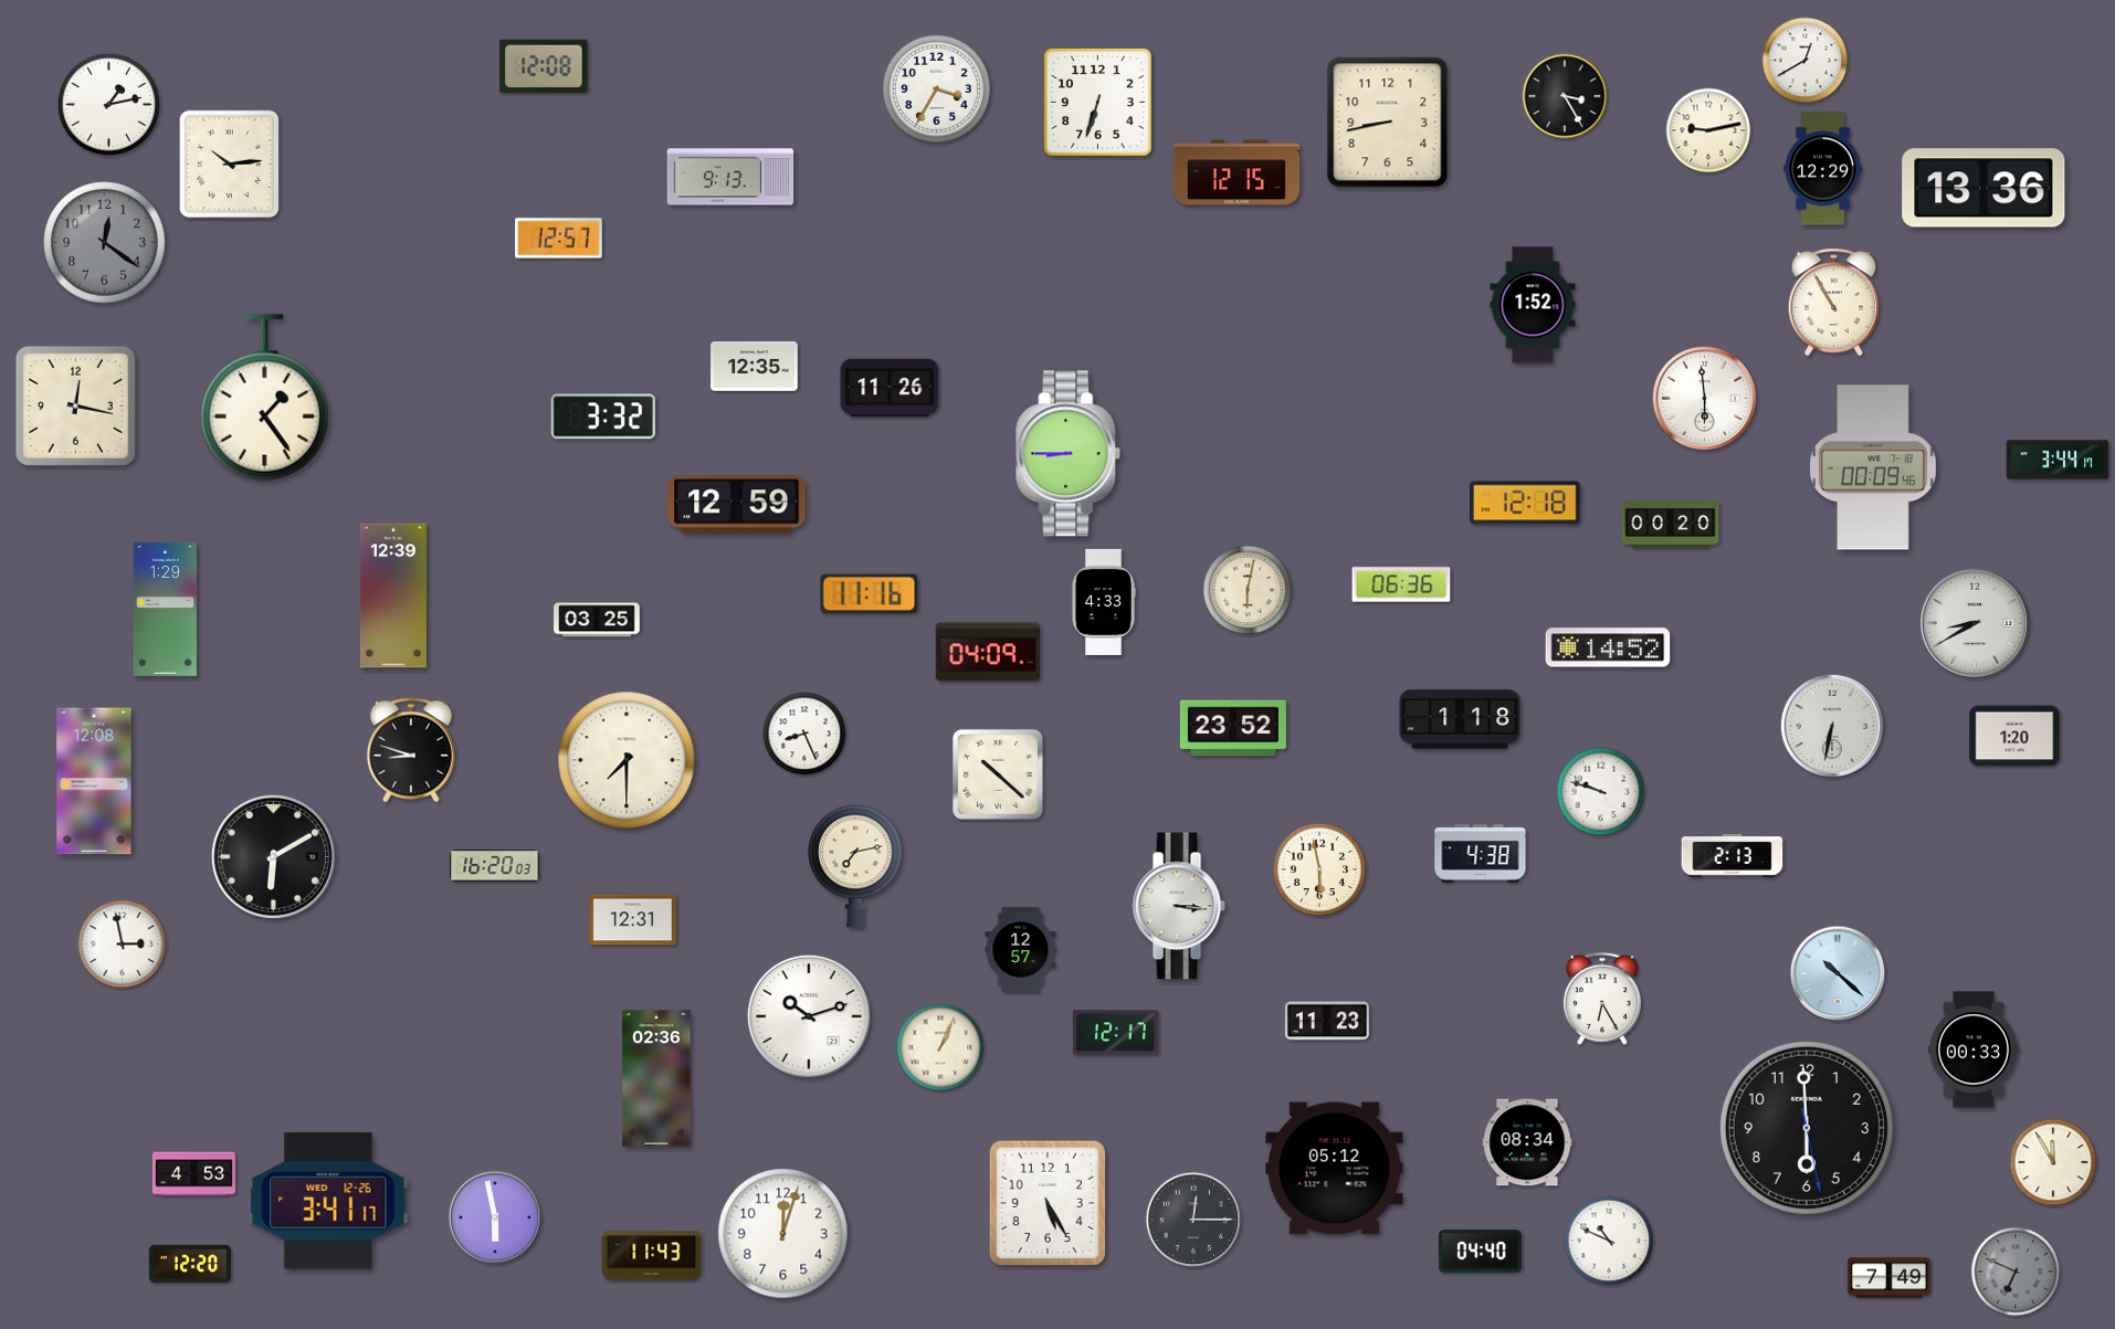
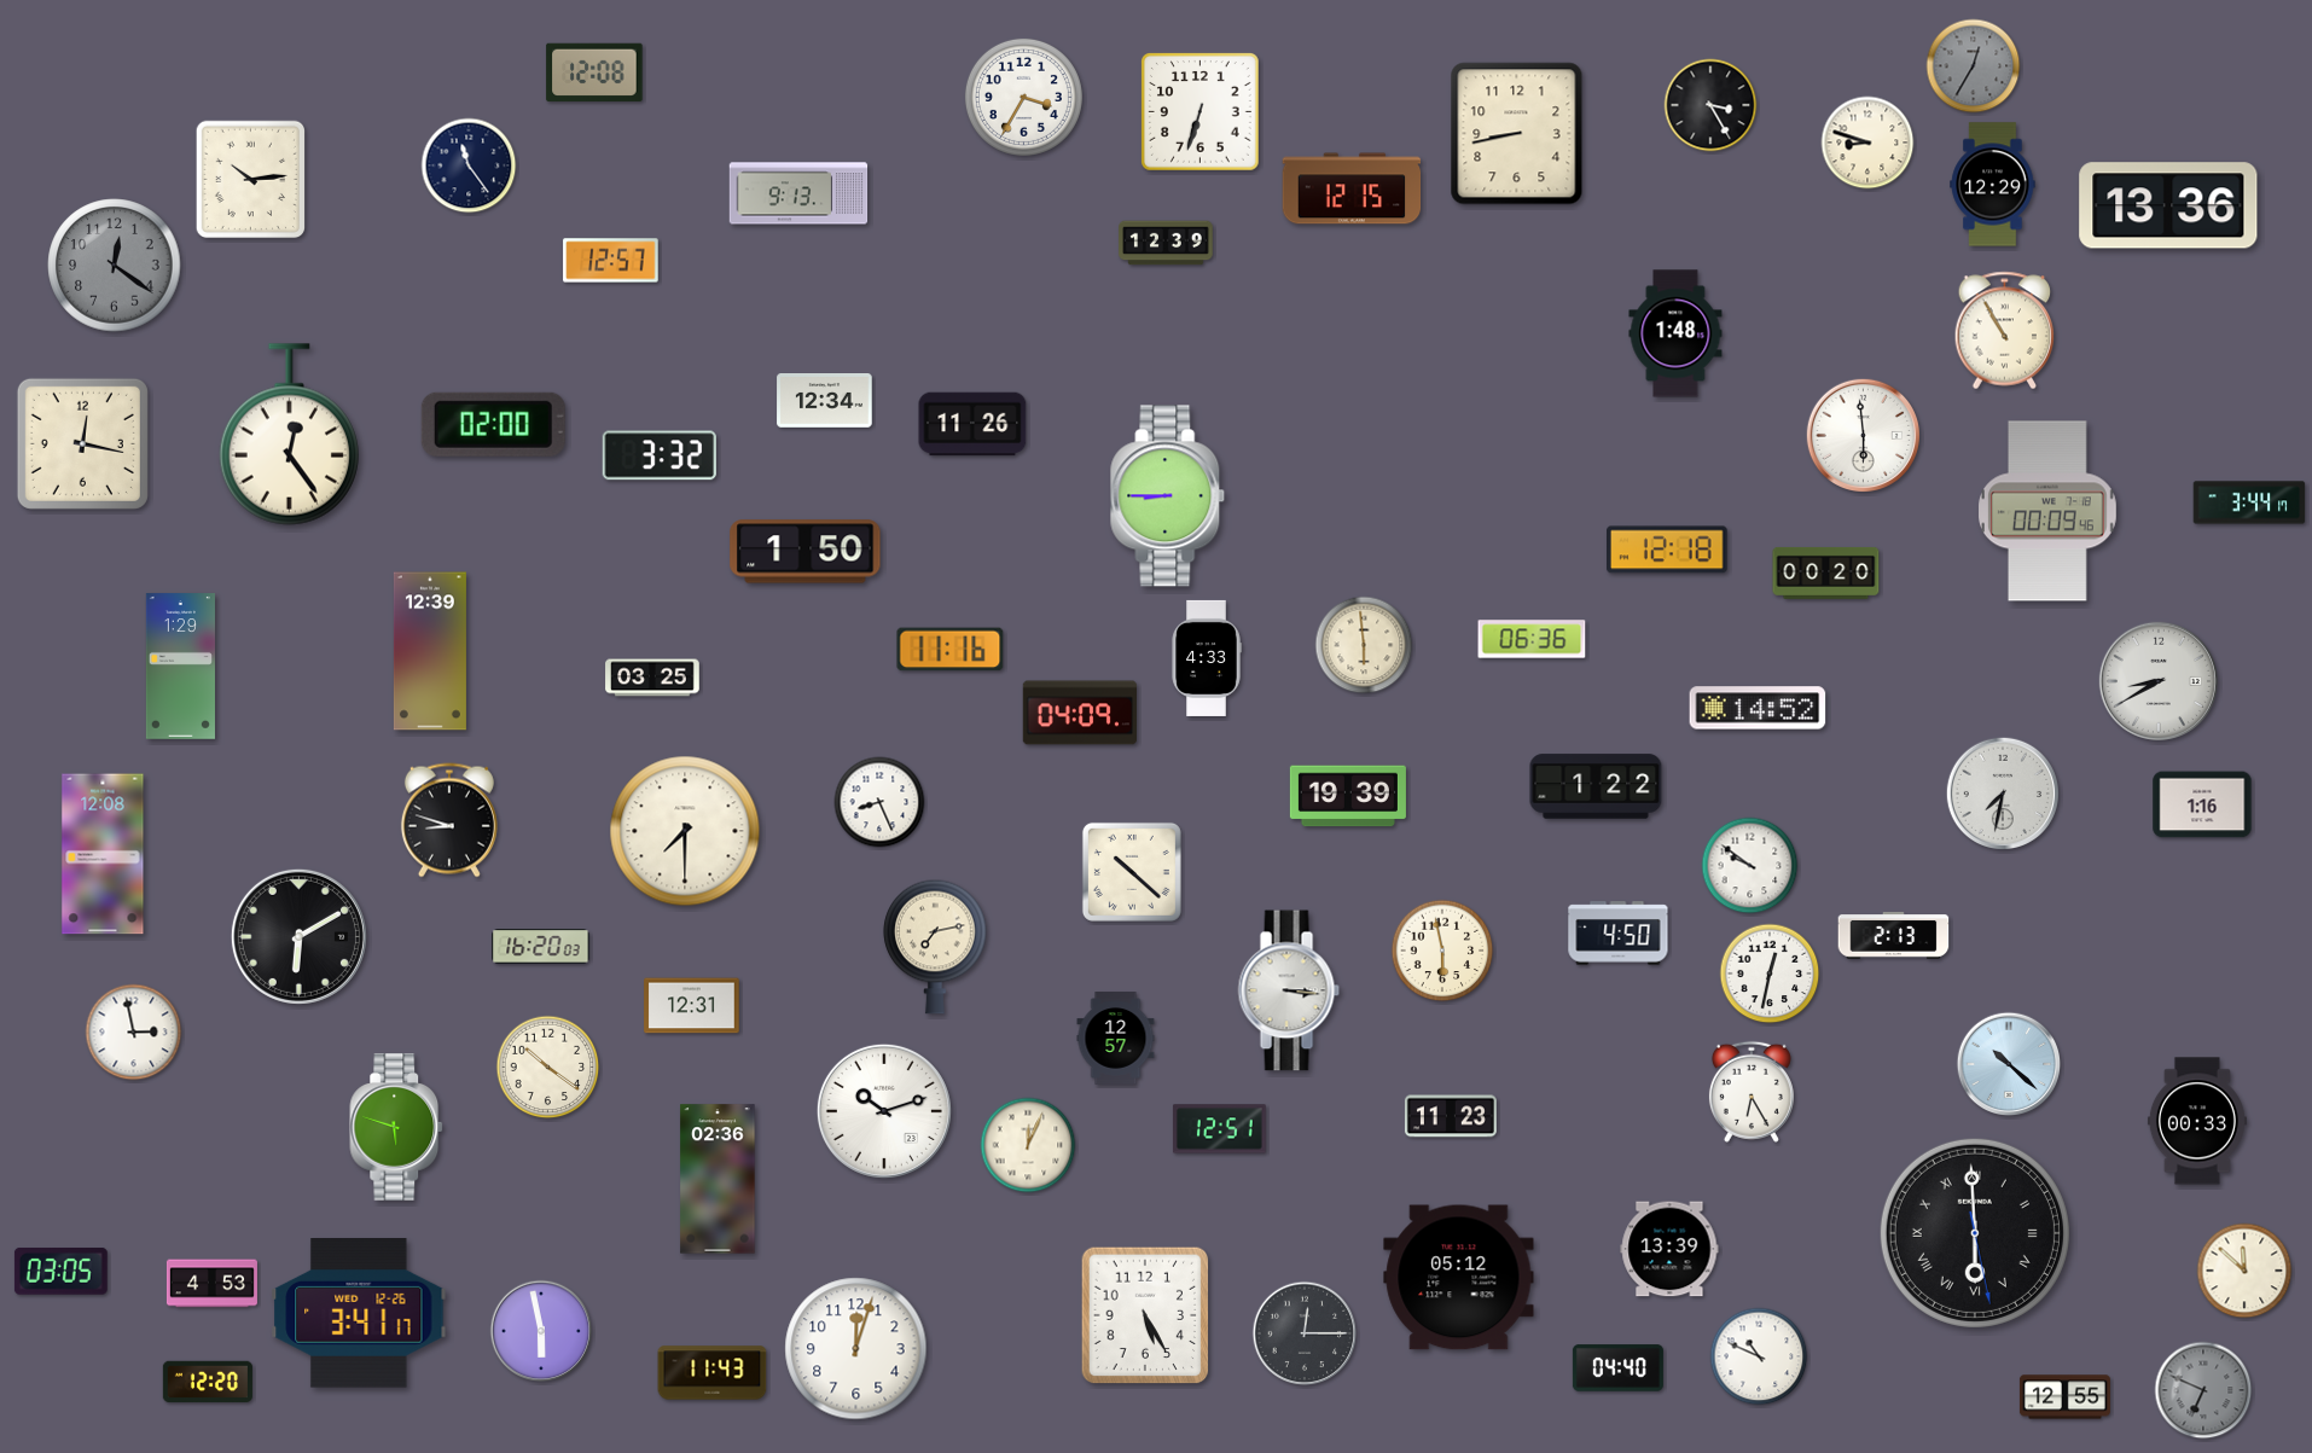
clock at (1806, 61): 12:40 -> 12:35
clock at (1806, 61) dial: white -> grey
clock at (108, 104): 1:13 -> none
clock at (1708, 130): 9:13 -> 8:48
clock at (469, 165): none -> 11:24
clock at (1166, 243): none -> 12:39
clock at (1533, 305): 1:52 -> 1:48
clock at (755, 367): 12:35 -> 12:34
clock at (493, 424): none -> 02:00
clock at (264, 398): 1:24 -> 12:24
clock at (737, 505): 12:59 -> 1:50
clock at (1248, 590): 6:02 -> 5:59
clock at (1460, 719): 1:18 -> 1:22
clock at (1831, 725): 6:32 -> 7:32
clock at (1233, 728): 23:52 -> 19:39
clock at (2014, 736): 1:20 -> 1:16
clock at (998, 774) position: (998, 774) -> (1132, 872)
clock at (1601, 792): 9:48 -> 9:51
clock at (1481, 854): 4:38 -> 4:50
clock at (1770, 973): none -> 12:32
clock at (548, 1068): none -> 10:21
clock at (397, 1127): none -> 5:48
clock at (1115, 1033): 12:17 -> 12:51
clock at (940, 1047): 1:04 -> 12:04
clock at (1974, 1050) position: (1974, 1050) -> (2197, 1121)
clock at (1807, 1128) numerals: Arabic -> Roman
clock at (1527, 1142): 08:34 -> 13:39
clock at (60, 1271): none -> 03:05
clock at (2053, 1162): 11:55 -> 11:52
clock at (1888, 1278): 7:49 -> 12:55
